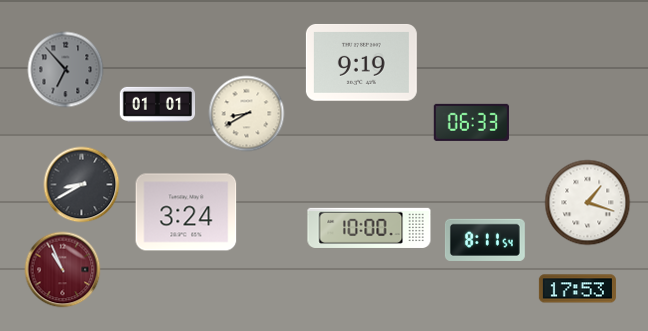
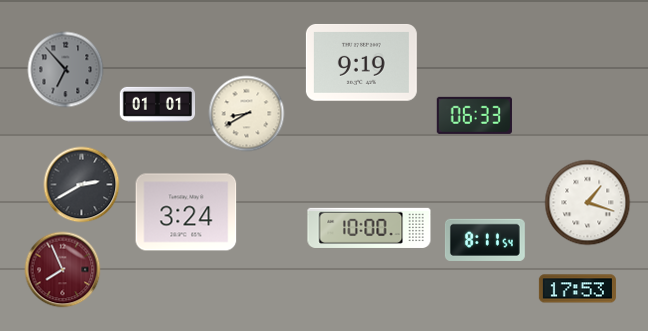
clock at (471, 122) position: (471, 122) -> (474, 115)
clock at (82, 185): 8:40 -> 2:40
clock at (63, 270): 10:56 -> 7:56
